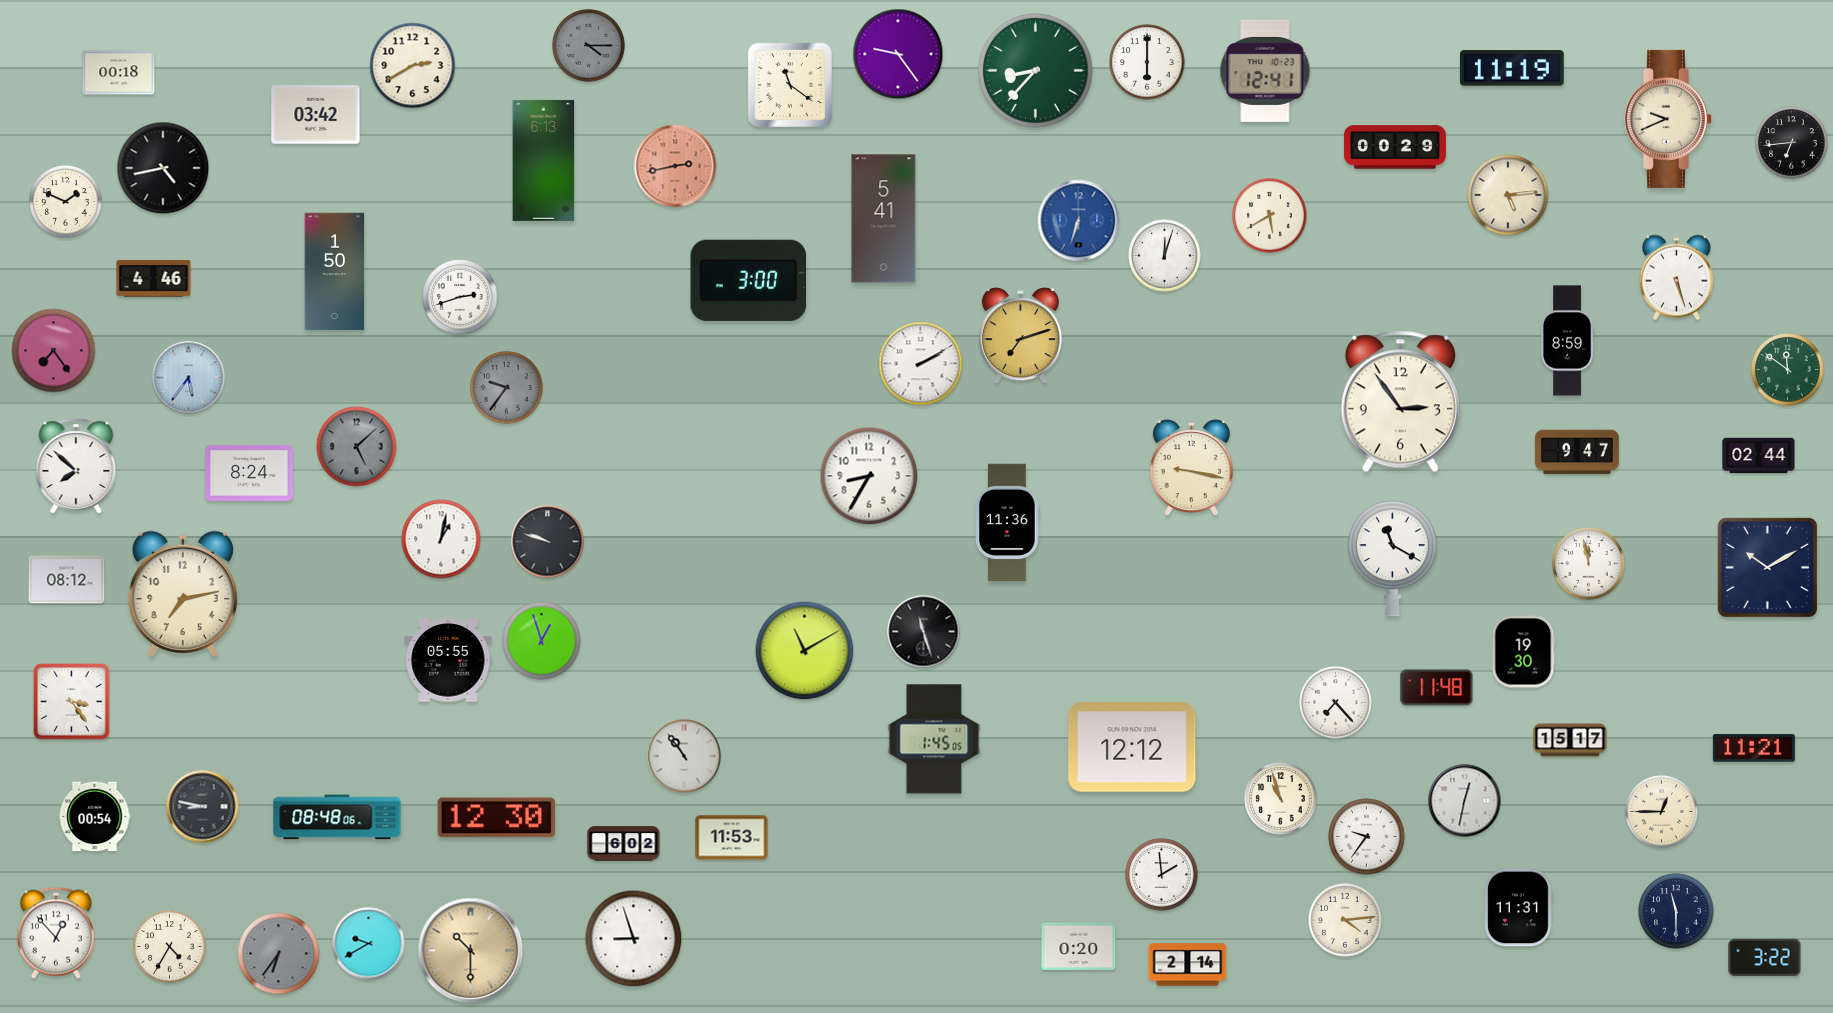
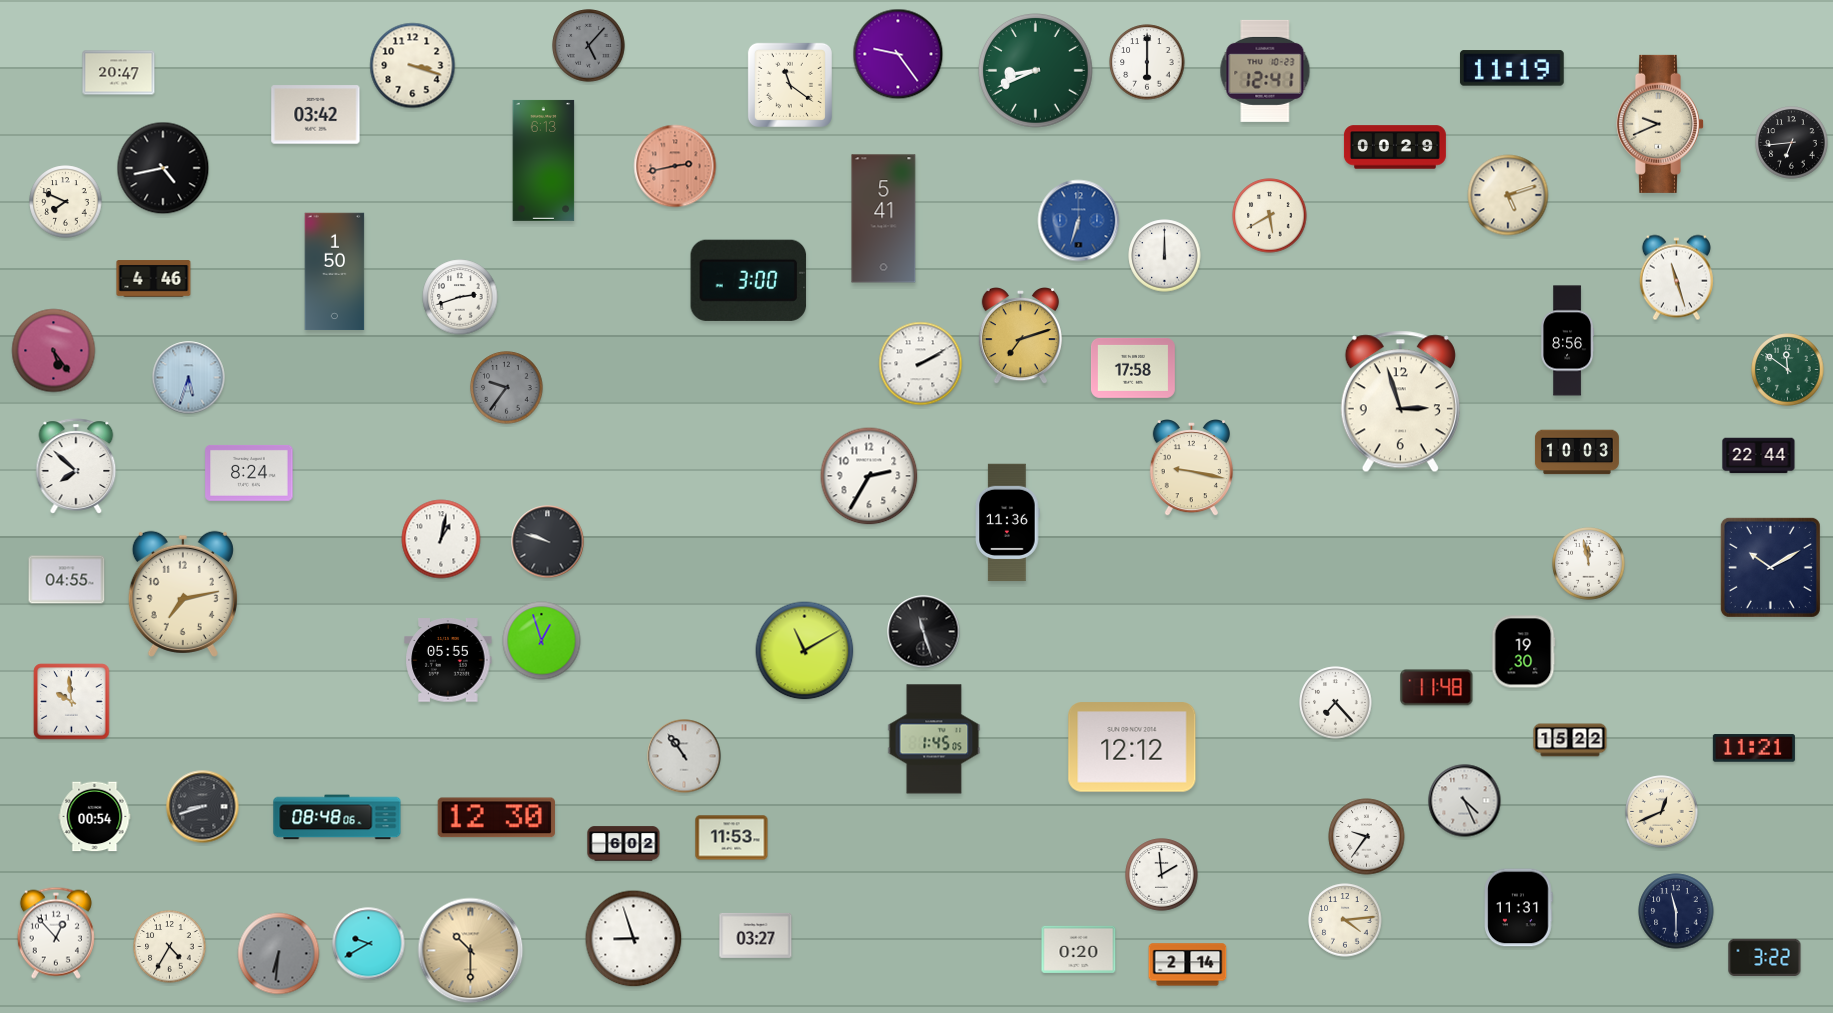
clock at (589, 46): 4:15 -> 5:07
clock at (413, 66): 2:40 -> 3:18
clock at (1036, 71): 8:37 -> 8:41
clock at (119, 73): 00:18 -> 20:47
clock at (1667, 119) position: (1667, 119) -> (1659, 124)
clock at (1508, 195): 5:14 -> 5:12
clock at (66, 202): 1:49 -> 7:49
clock at (1165, 256): 12:03 -> 12:00
clock at (1676, 278): 5:27 -> 11:27
clock at (1568, 341): 8:59 -> 8:56
clock at (54, 351): 7:24 -> 5:24
clock at (1133, 368): none -> 17:58
clock at (189, 378): 5:36 -> 5:33
clock at (1400, 402): 2:54 -> 2:57
clock at (357, 447): 5:08 -> none
clock at (1577, 452): 9:47 -> 10:03
clock at (1759, 456): 02:44 -> 22:44
clock at (869, 476): 8:35 -> 2:35
clock at (1393, 559): 11:20 -> none
clock at (1767, 567) position: (1767, 567) -> (1770, 567)
clock at (67, 580): 08:12 -> 04:55
clock at (72, 702): 3:24 -> 9:59
clock at (1570, 740): 15:17 -> 15:22
clock at (1281, 799): 10:57 -> none
clock at (1465, 801): 12:32 -> 4:26
clock at (203, 807): 8:47 -> 8:42
clock at (1662, 812): 12:45 -> 12:41
clock at (756, 935): none -> 03:27
clock at (1079, 946) position: (1079, 946) -> (1079, 949)
clock at (279, 954): 6:36 -> 6:31
